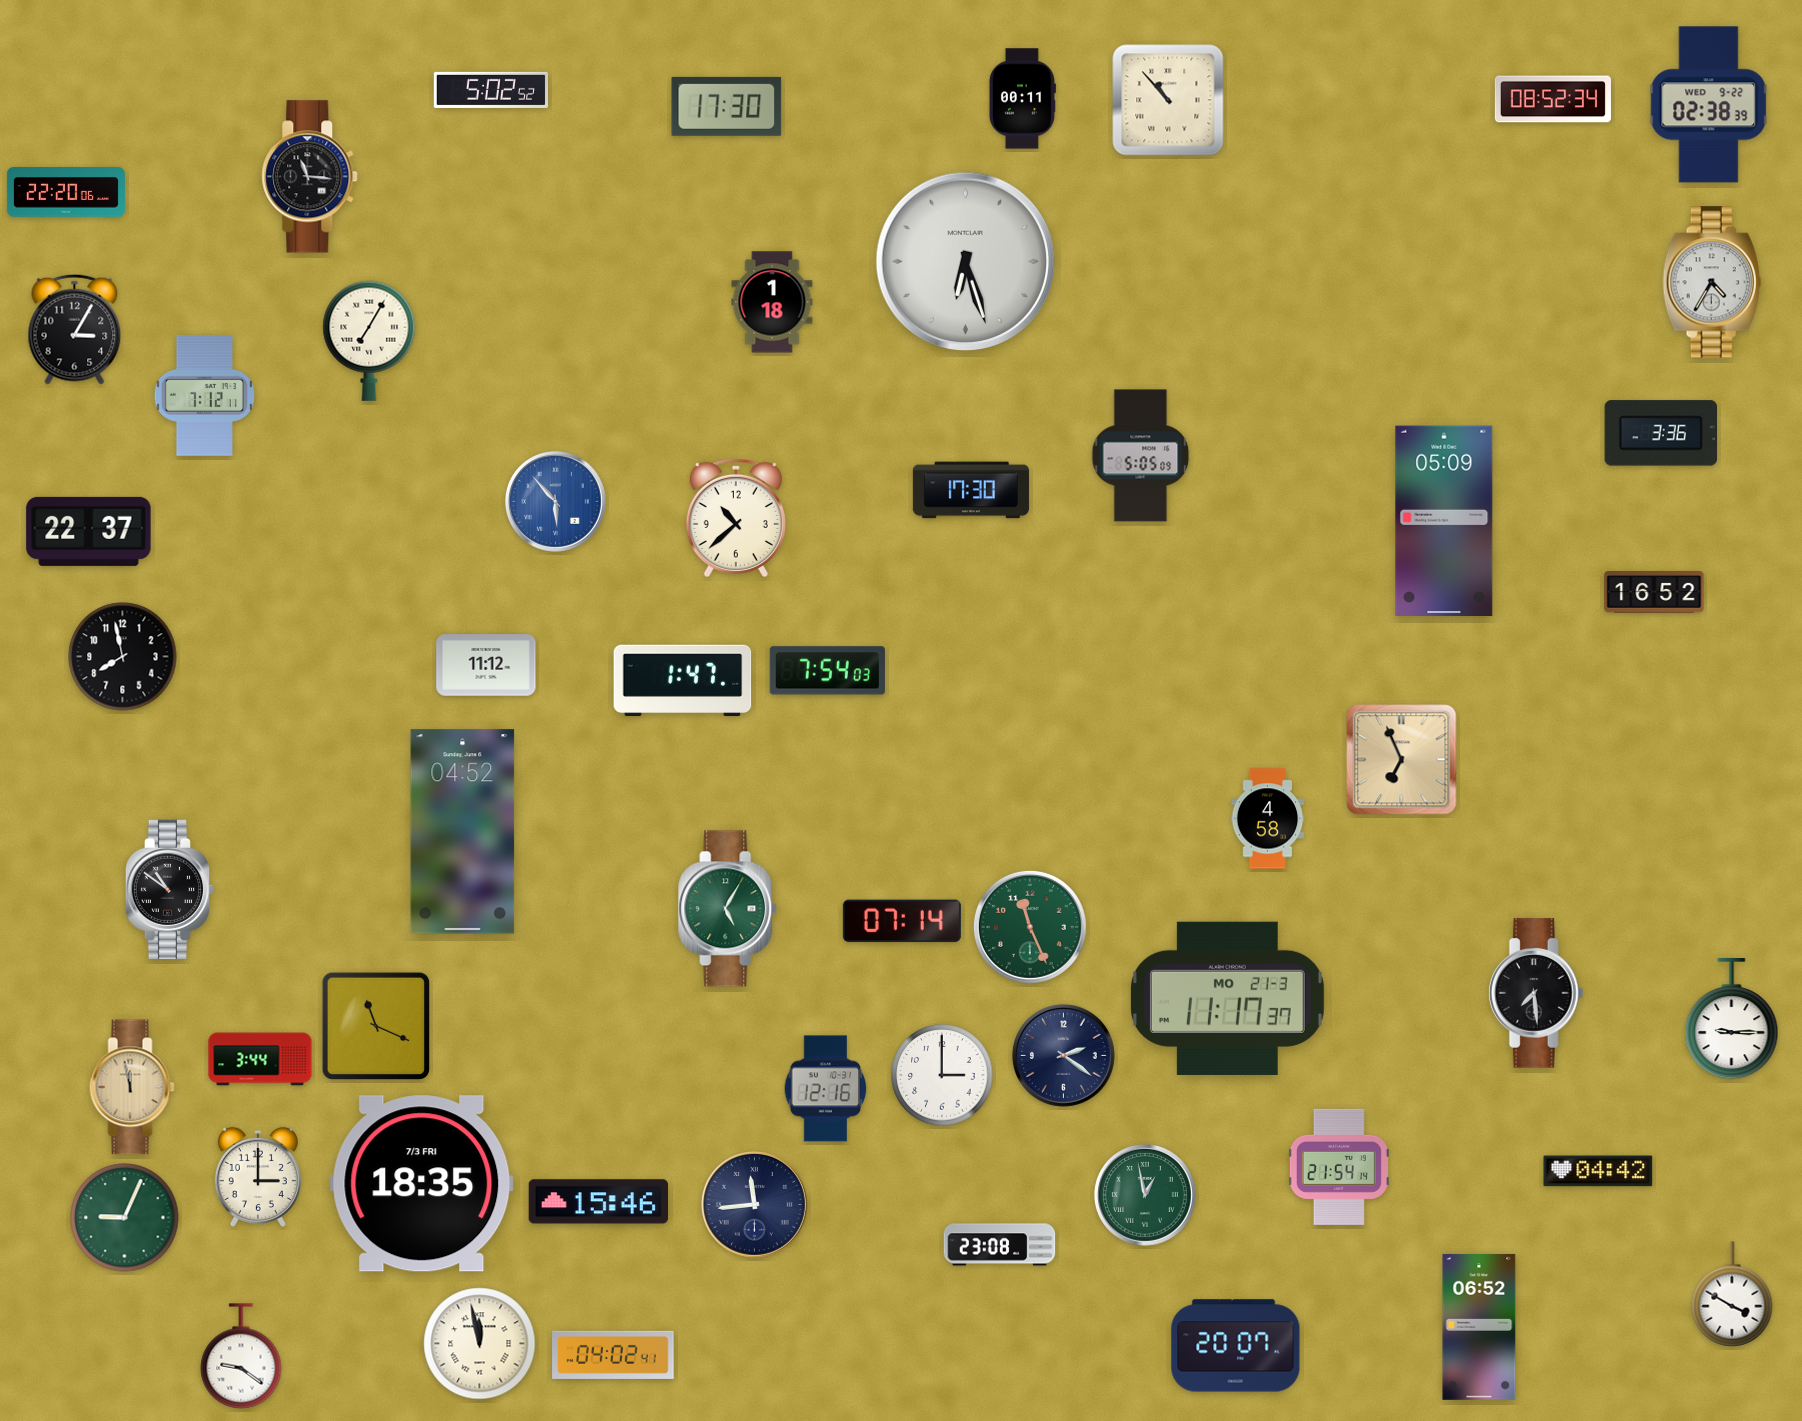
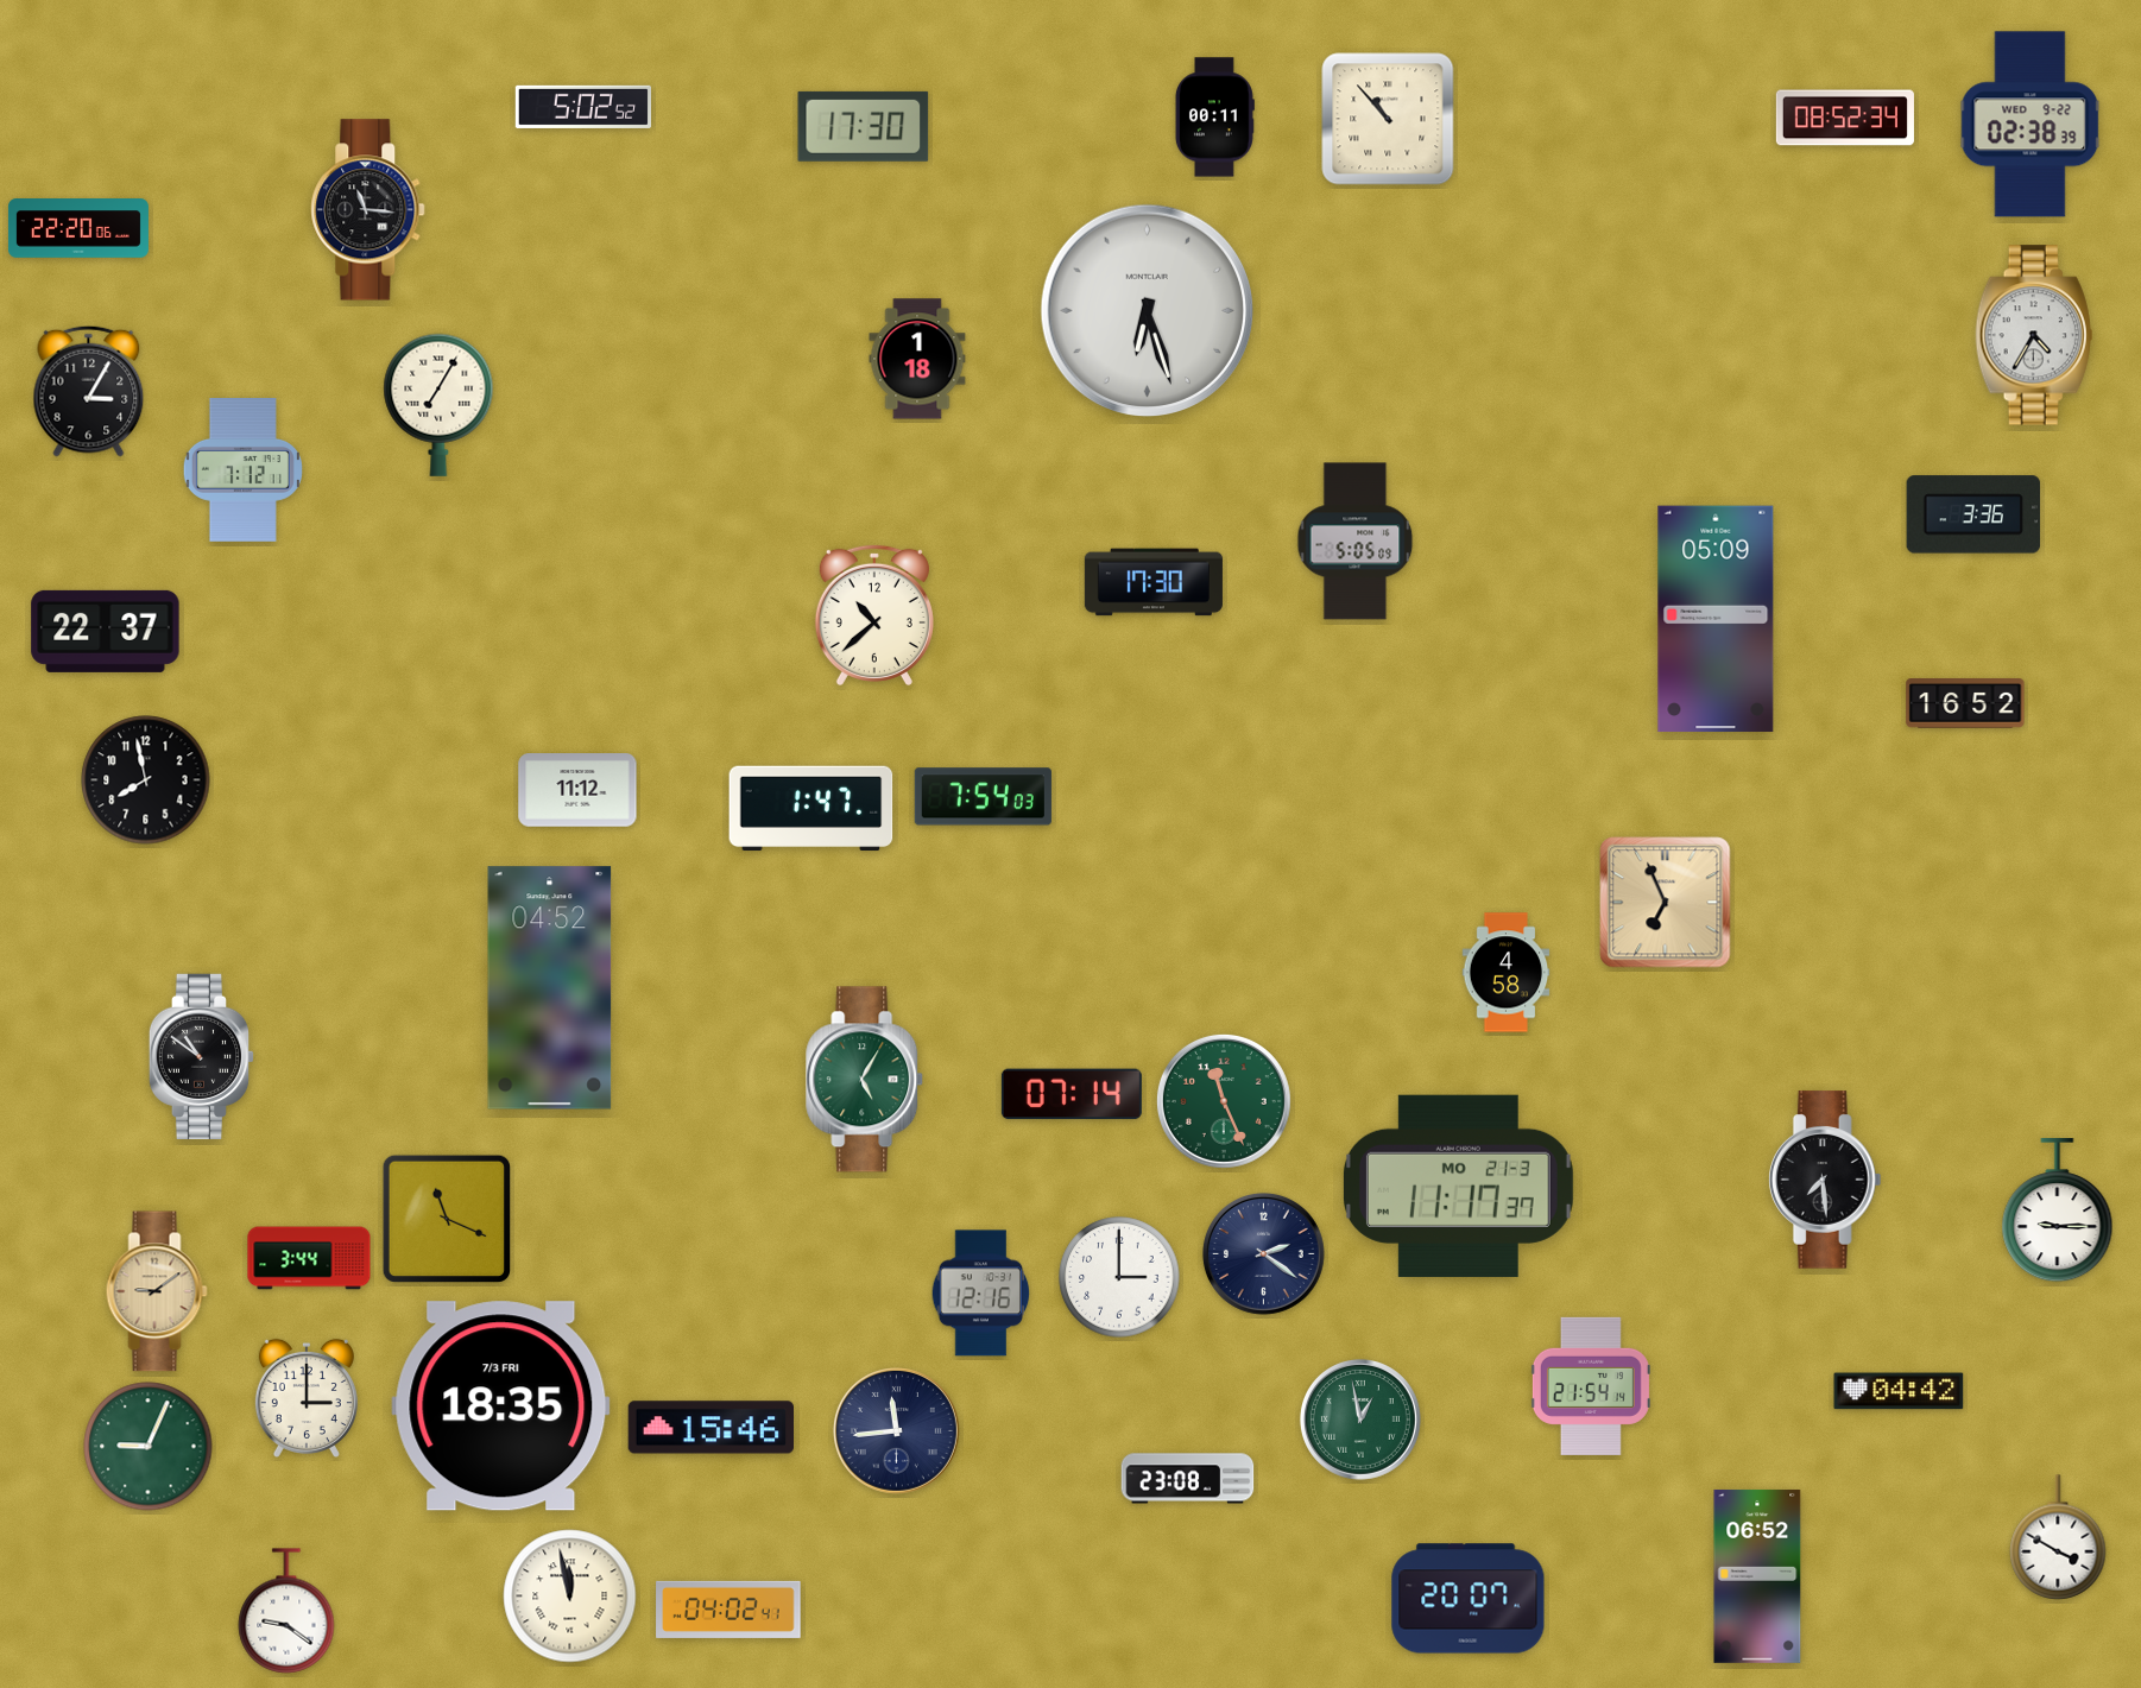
clock at (556, 502): 5:53 -> none
clock at (132, 1087): 11:58 -> 9:09
